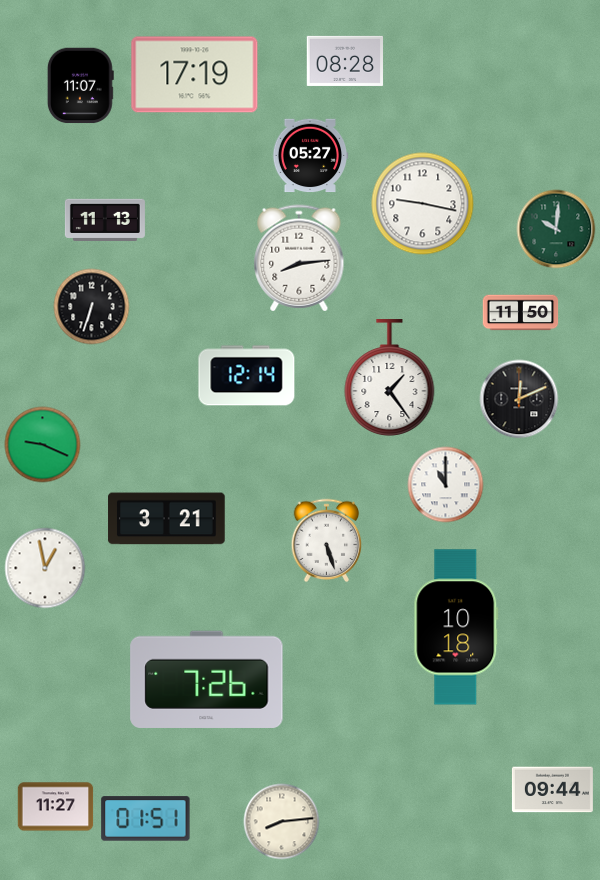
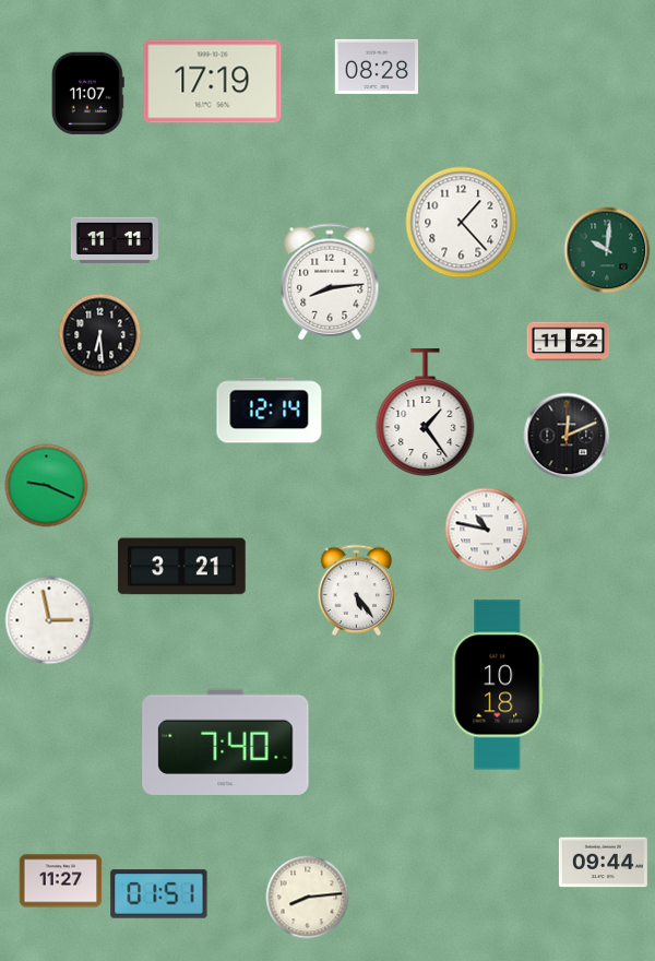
clock at (310, 156): 05:27 -> none
clock at (423, 204): 9:17 -> 1:23
clock at (105, 219): 11:13 -> 11:11
clock at (299, 258) position: (299, 258) -> (330, 282)
clock at (92, 307): 6:33 -> 6:29
clock at (521, 313): 11:50 -> 11:52
clock at (446, 485): 11:00 -> 10:47
clock at (327, 541): 5:27 -> 5:24
clock at (45, 568): 12:58 -> 2:58
clock at (207, 679): 7:26 -> 7:40
